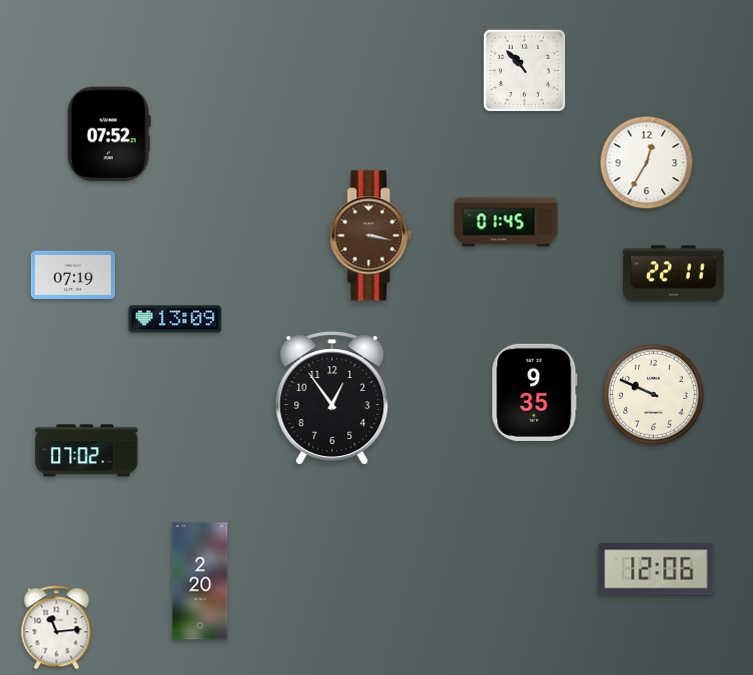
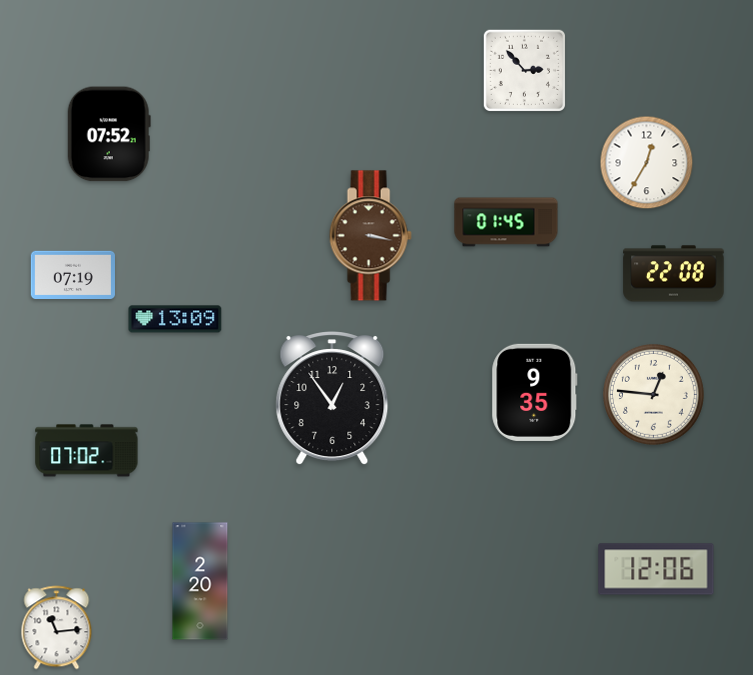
clock at (524, 70): 10:53 -> 2:53
clock at (674, 274): 22:11 -> 22:08
clock at (653, 394): 9:49 -> 12:46
